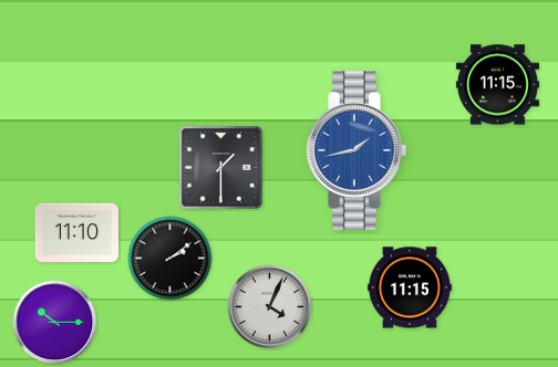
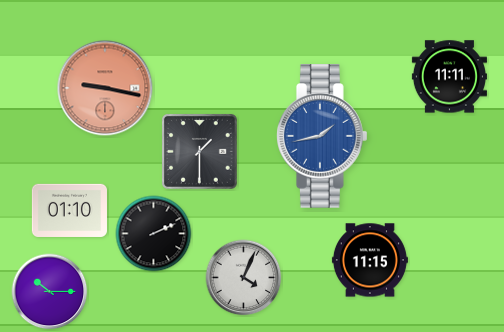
clock at (497, 85): 11:15 -> 11:11
clock at (105, 88): none -> 9:17
clock at (76, 232): 11:10 -> 01:10
clock at (170, 259): 2:09 -> 2:11
